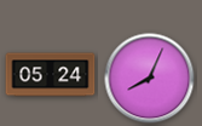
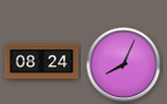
clock at (51, 75): 05:24 -> 08:24
